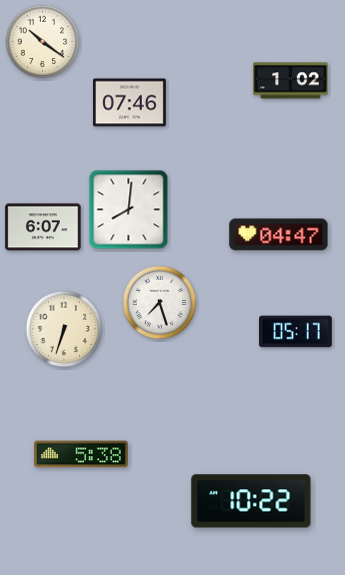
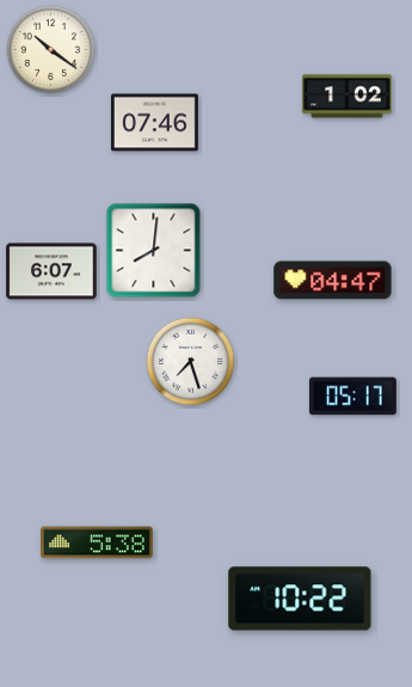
clock at (64, 329): 6:33 -> none
